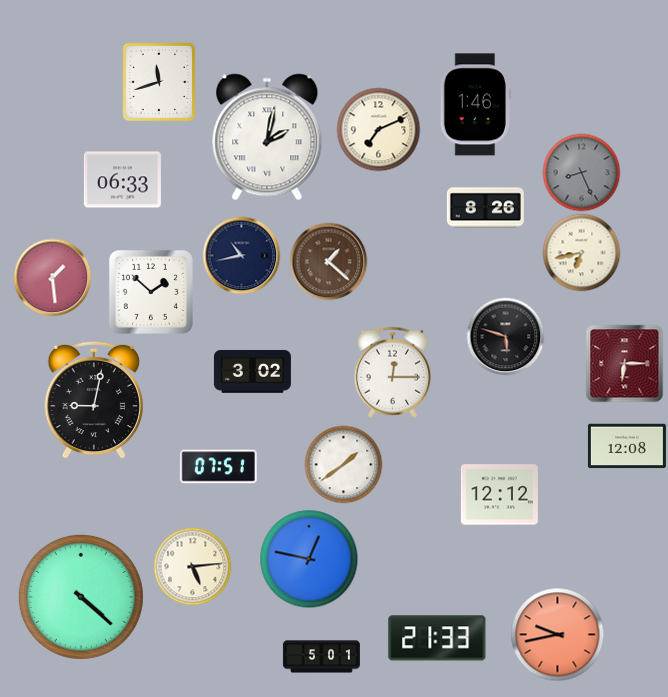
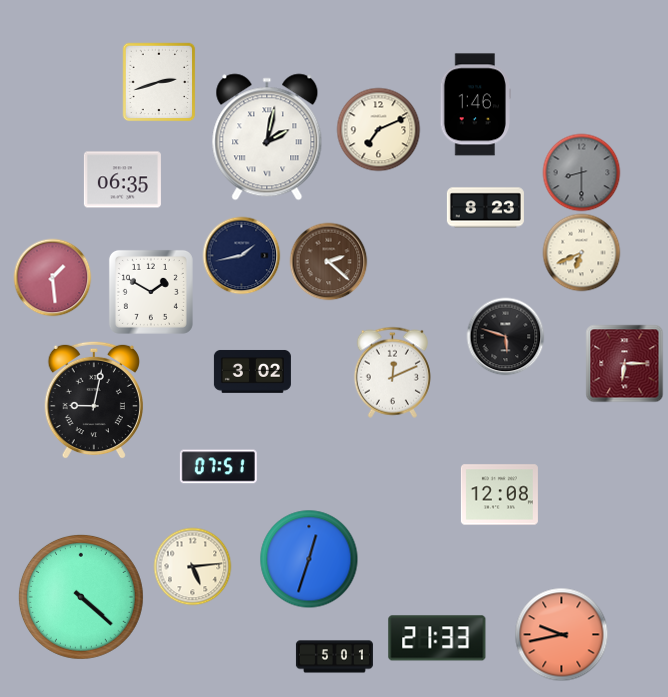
clock at (159, 82): 11:42 -> 2:42
clock at (581, 172): 8:26 -> 8:30
clock at (122, 180): 06:33 -> 06:35
clock at (485, 208): 8:26 -> 8:23
clock at (581, 252): 6:43 -> 6:41
clock at (241, 255): 10:43 -> 1:43
clock at (328, 261): 1:22 -> 2:22
clock at (151, 292): 1:52 -> 1:50
clock at (392, 372): 12:15 -> 12:11
clock at (627, 446): 12:08 -> none
clock at (343, 464): 1:39 -> none
clock at (499, 495): 12:12 -> 12:08
clock at (309, 559): 12:47 -> 12:33
clock at (557, 634) position: (557, 634) -> (561, 634)
clock at (321, 657) position: (321, 657) -> (334, 657)
